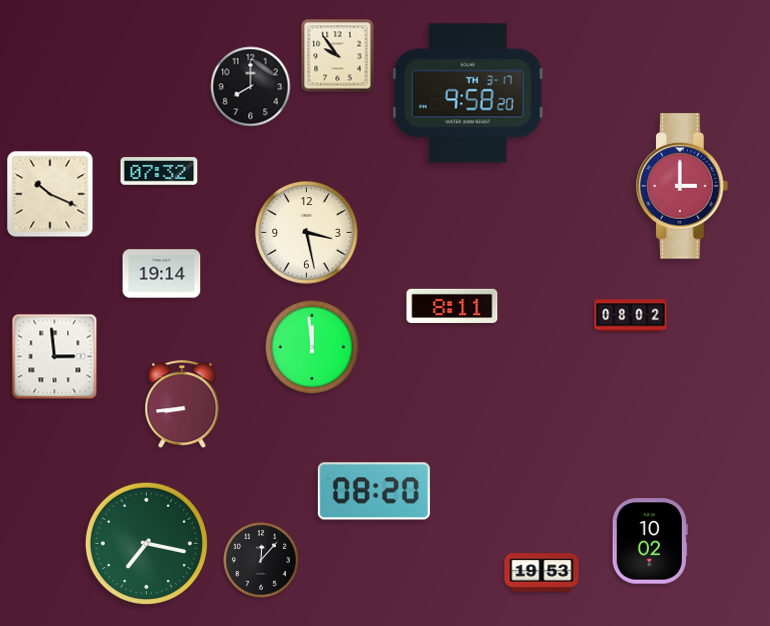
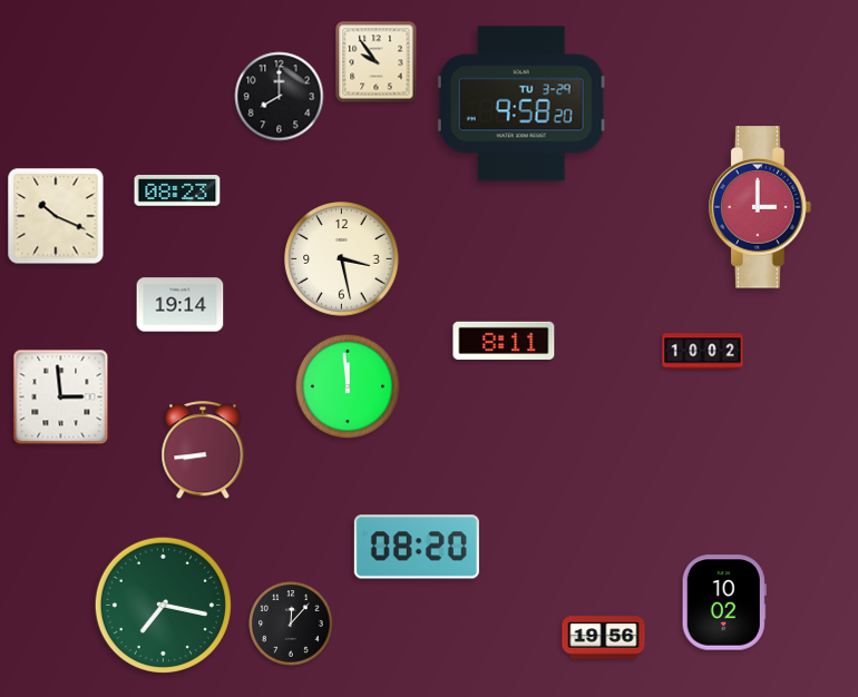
clock at (468, 93) date: TH 3-17 -> TU 3-29
clock at (159, 171): 07:32 -> 08:23
clock at (631, 316): 08:02 -> 10:02
clock at (542, 573): 19:53 -> 19:56
